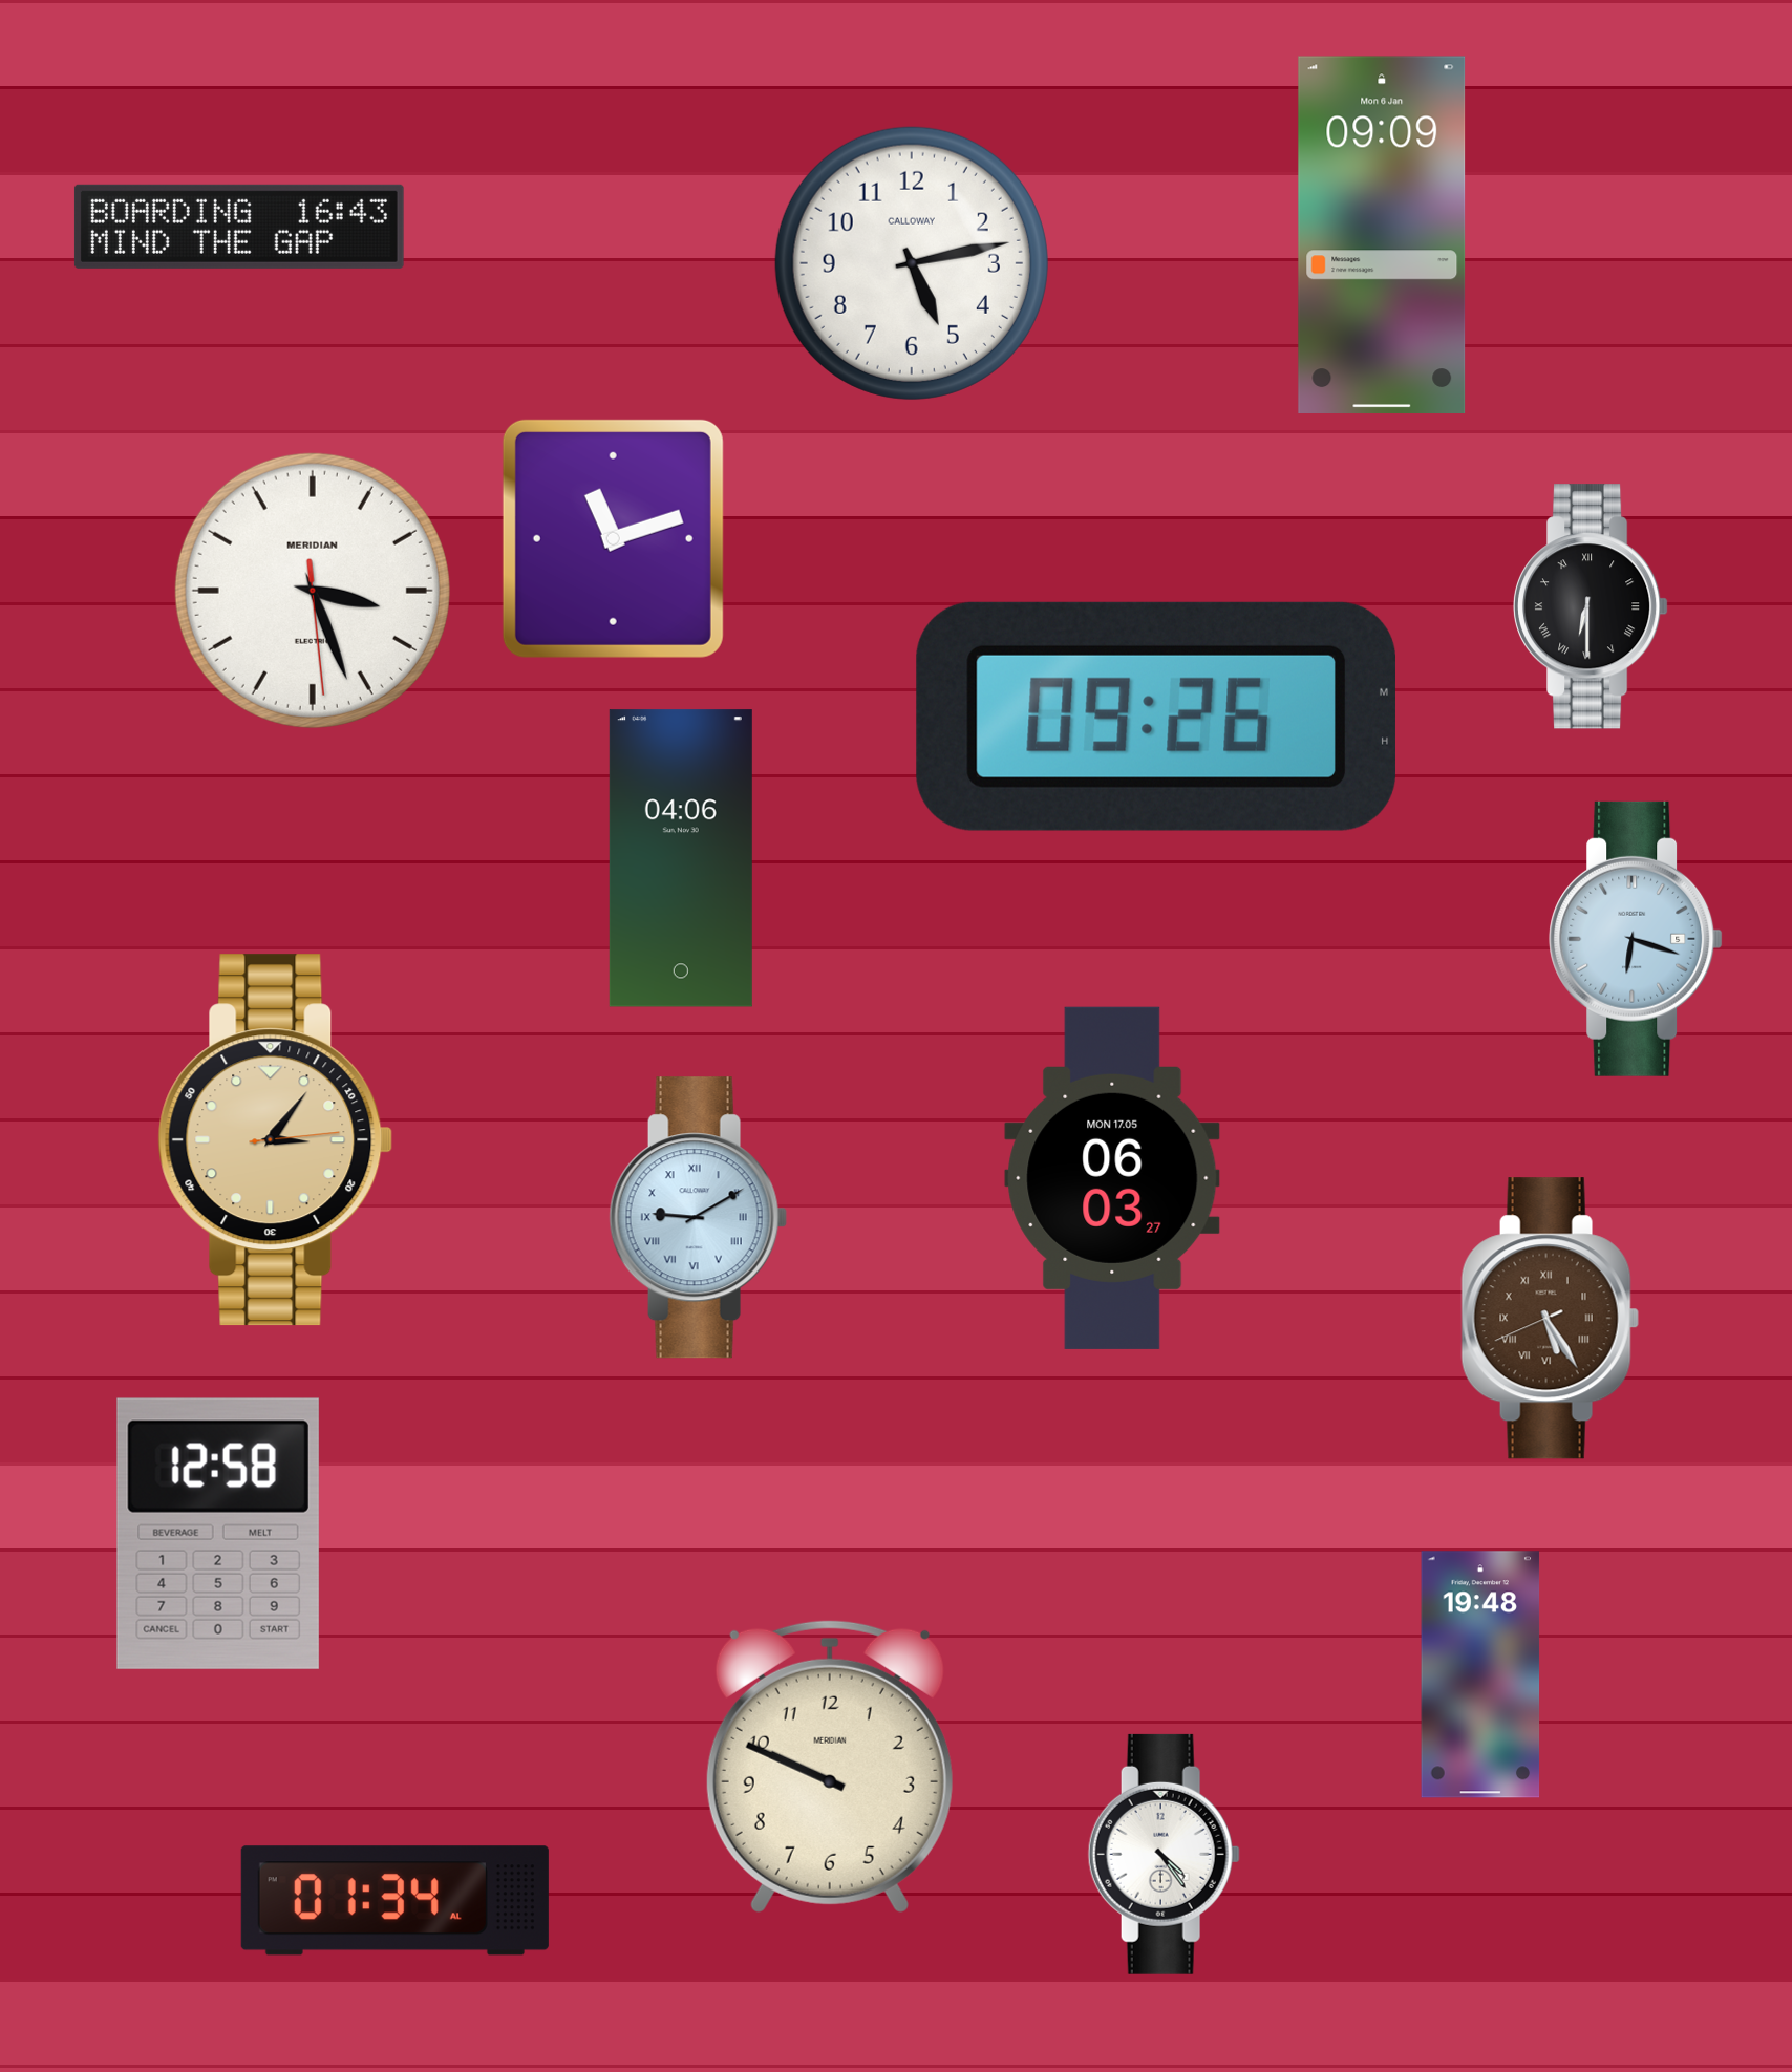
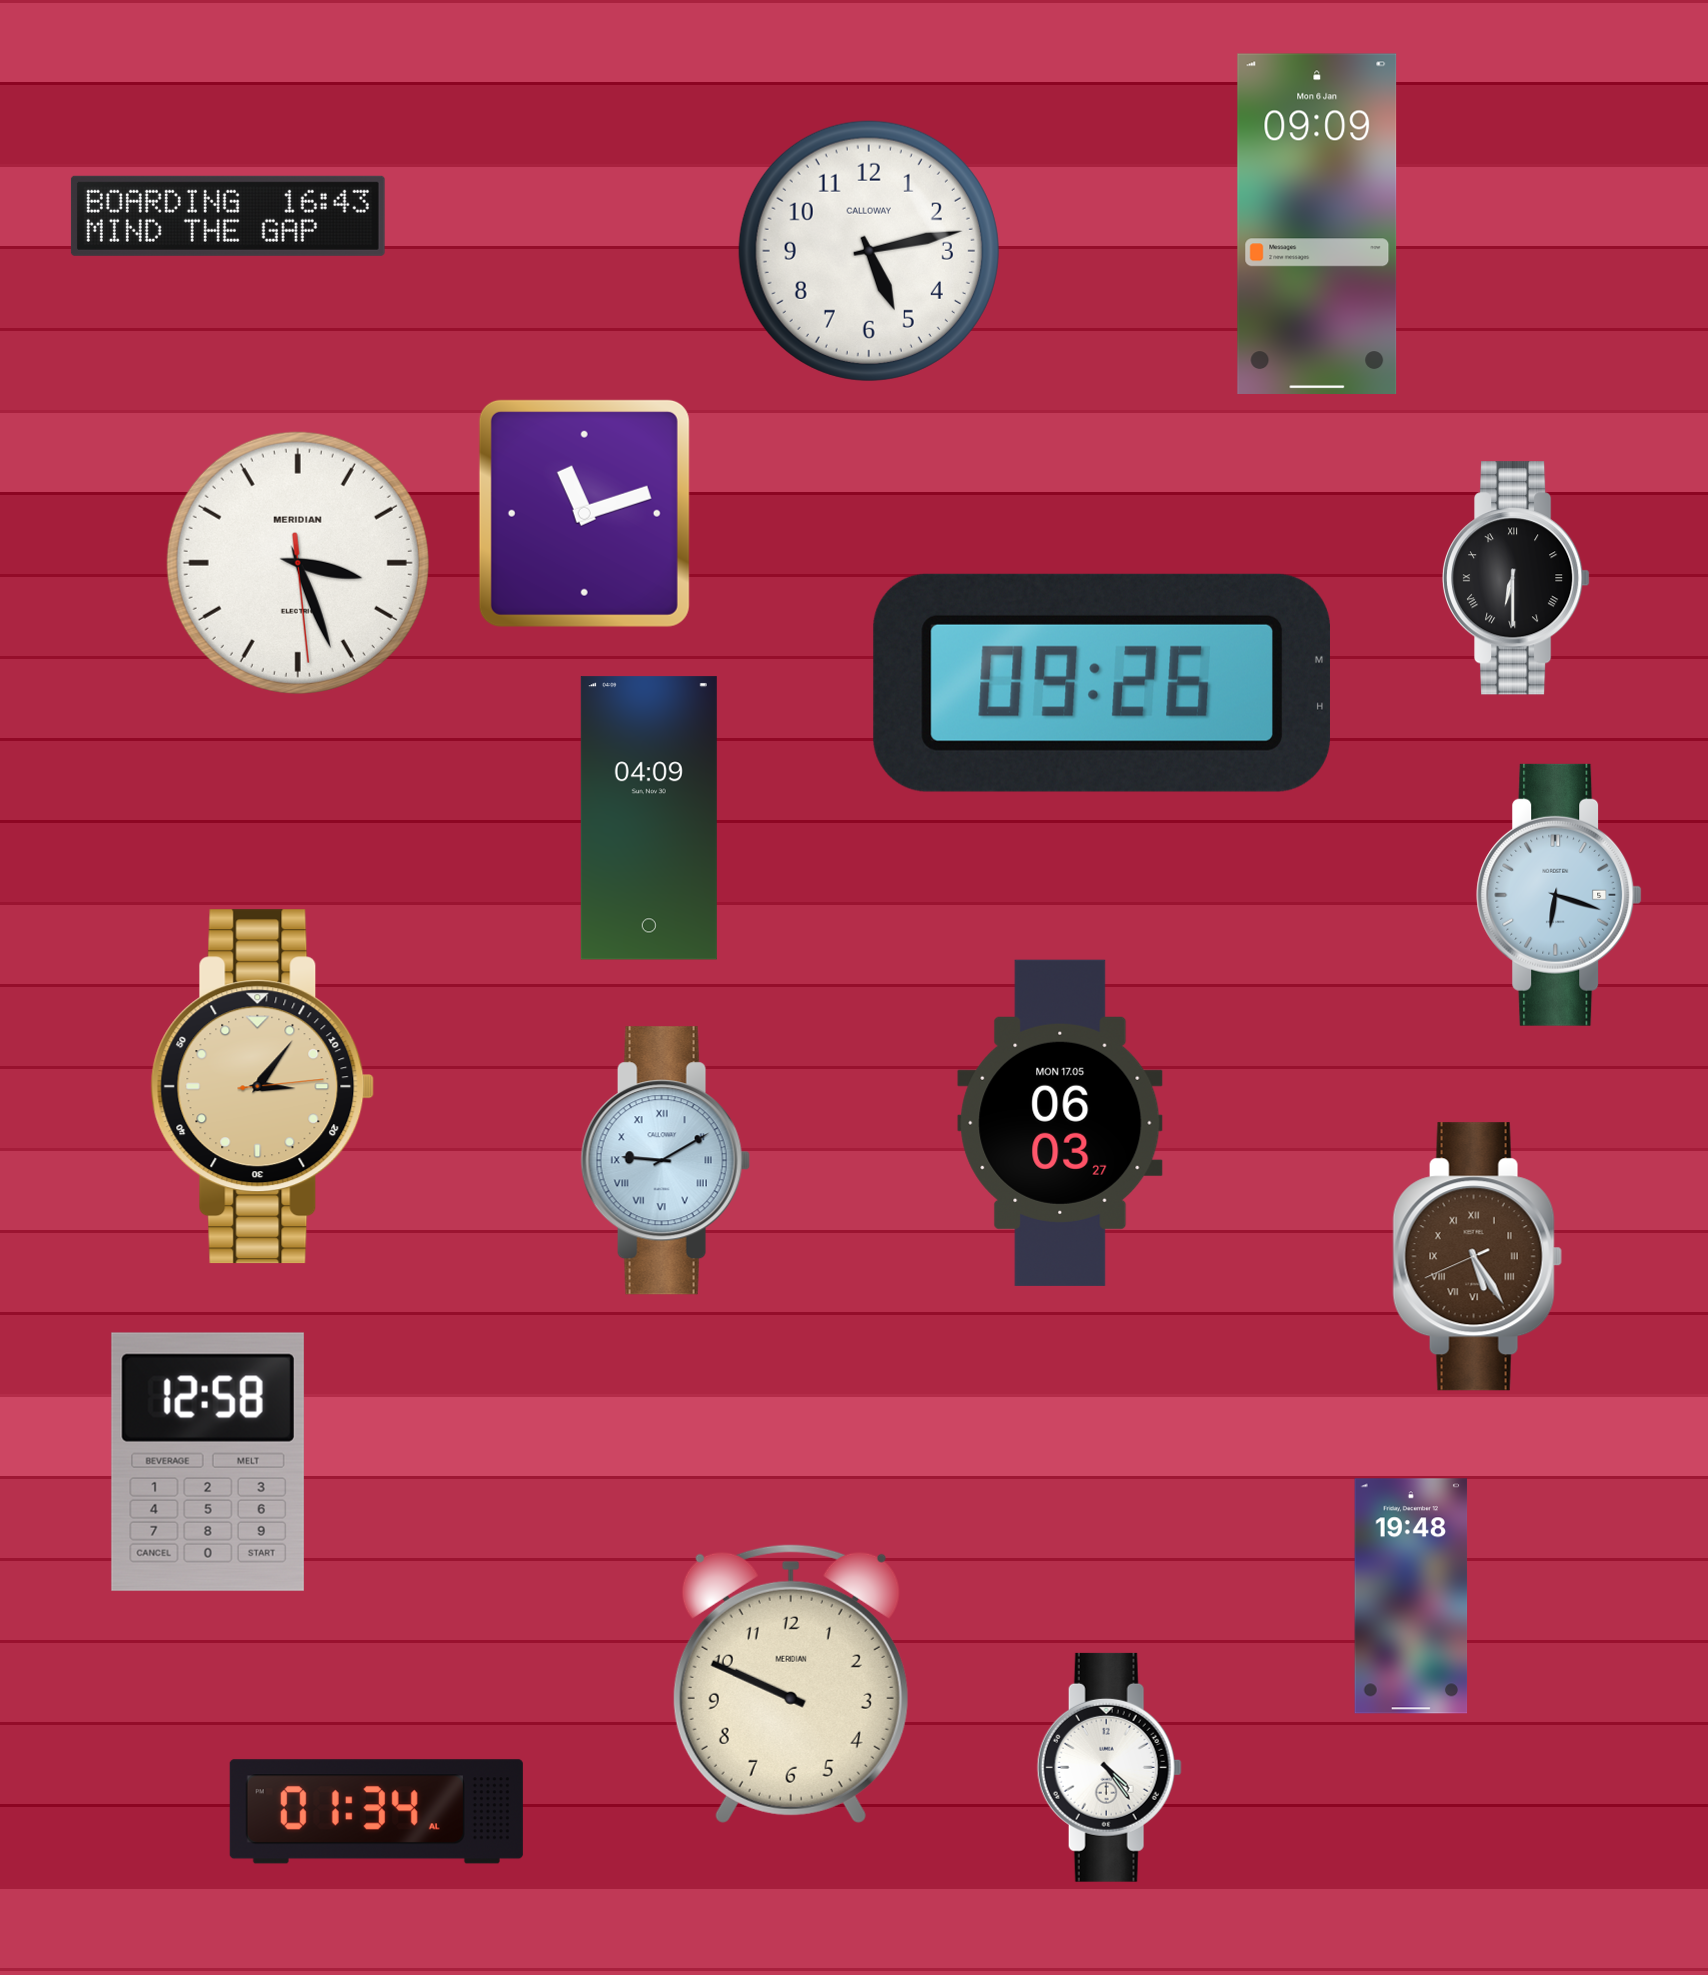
clock at (681, 858): 04:06 -> 04:09
